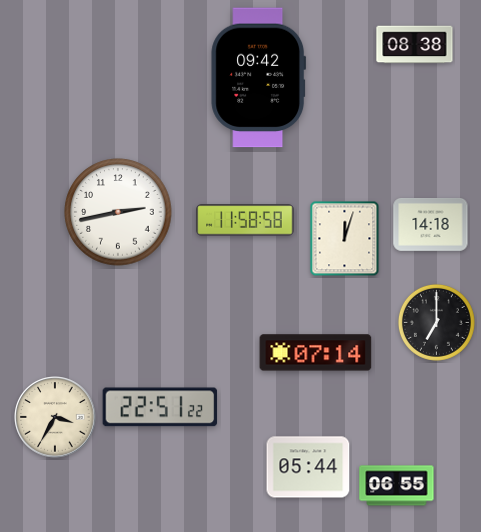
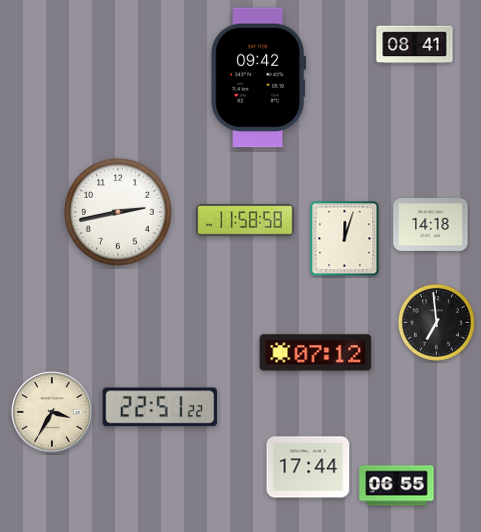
clock at (415, 45): 08:38 -> 08:41
clock at (436, 322): 7:00 -> 6:59
clock at (316, 353): 07:14 -> 07:12
clock at (55, 417) position: (55, 417) -> (52, 412)
clock at (308, 467): 05:44 -> 17:44
